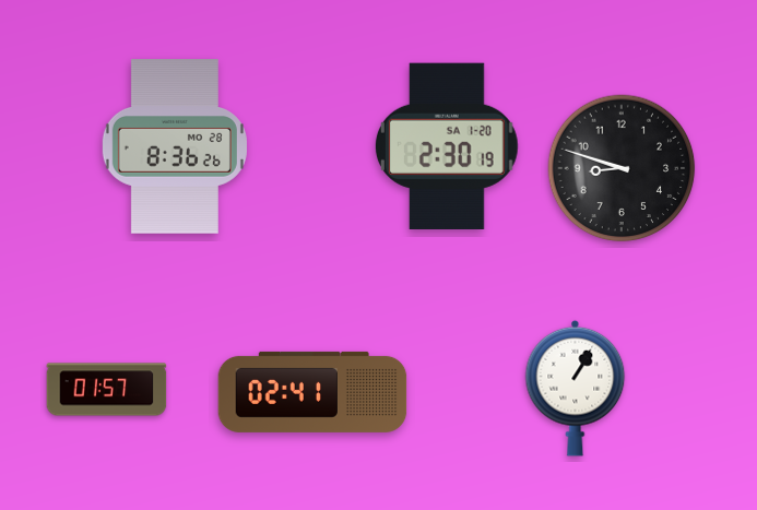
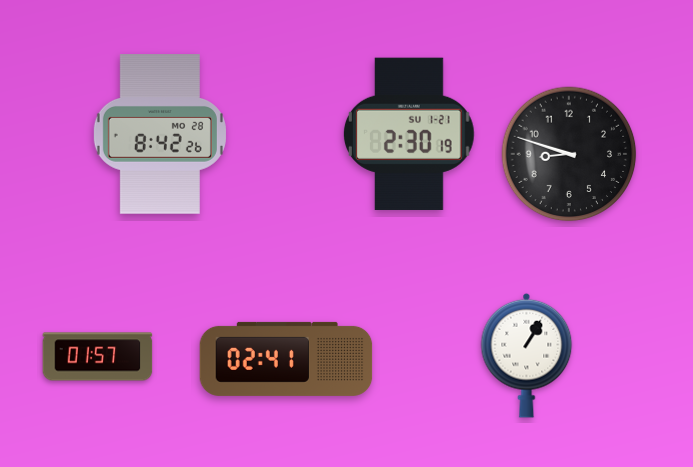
clock at (175, 146): 8:36 -> 8:42
clock at (447, 146) date: SA 1-20 -> SU 1-21
